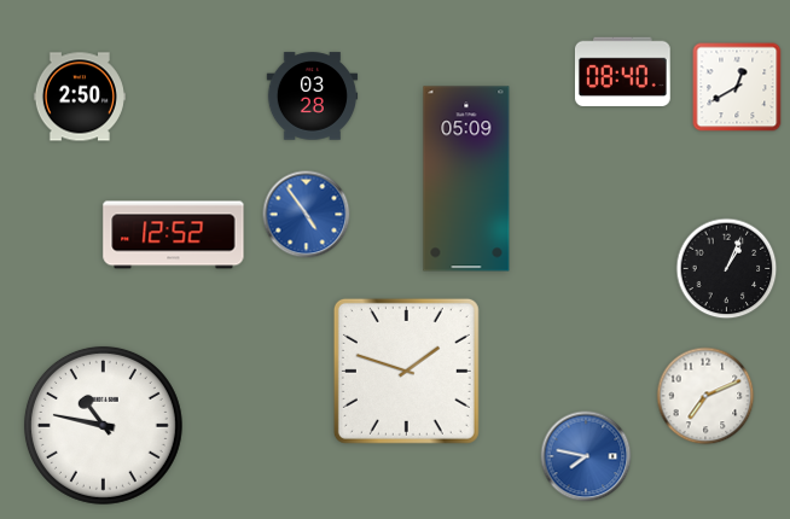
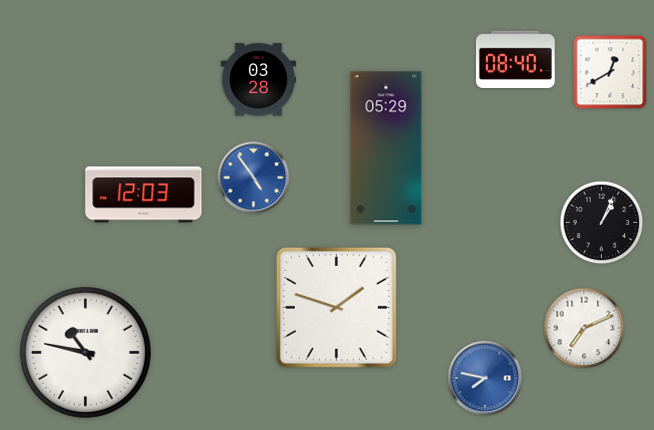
clock at (80, 97): 2:50 -> none
clock at (466, 179): 05:09 -> 05:29
clock at (174, 235): 12:52 -> 12:03
